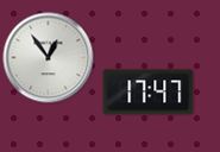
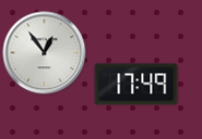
clock at (149, 93): 17:47 -> 17:49
